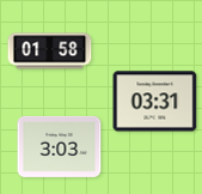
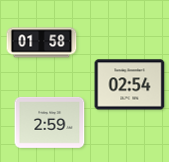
clock at (155, 102): 03:31 -> 02:54
clock at (60, 146): 3:03 -> 2:59
